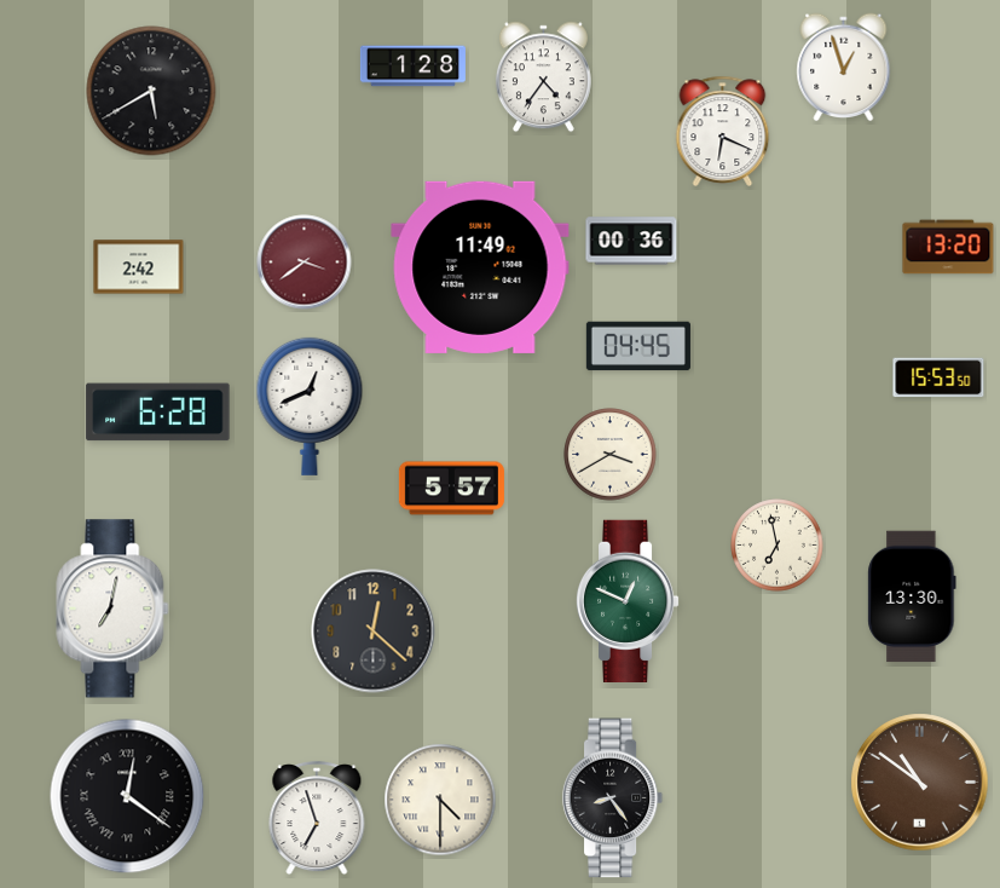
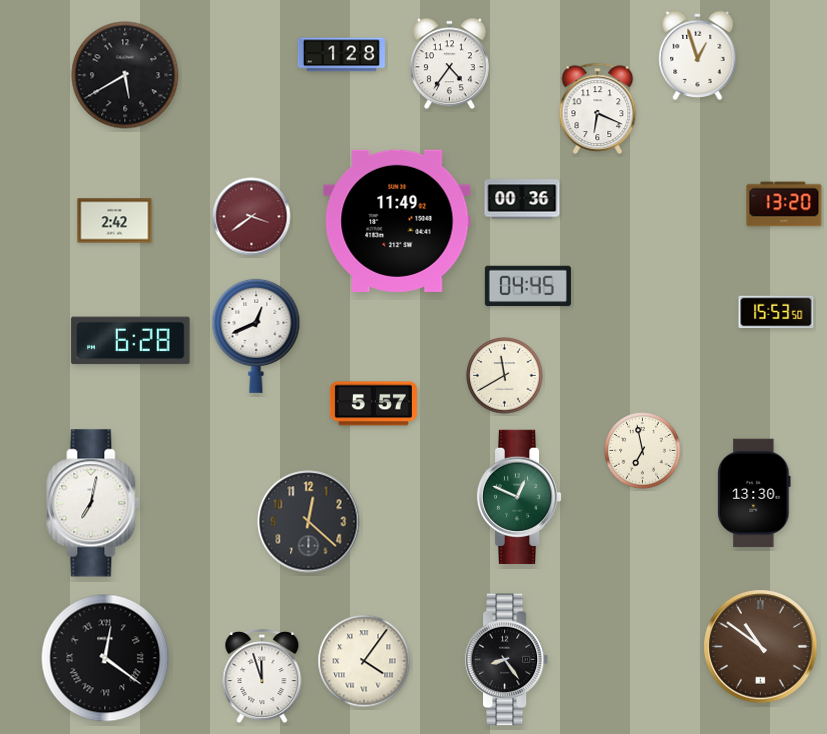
clock at (611, 455): 3:40 -> 11:40
clock at (440, 800): 4:30 -> 4:06
clock at (317, 819): 6:57 -> 11:57
